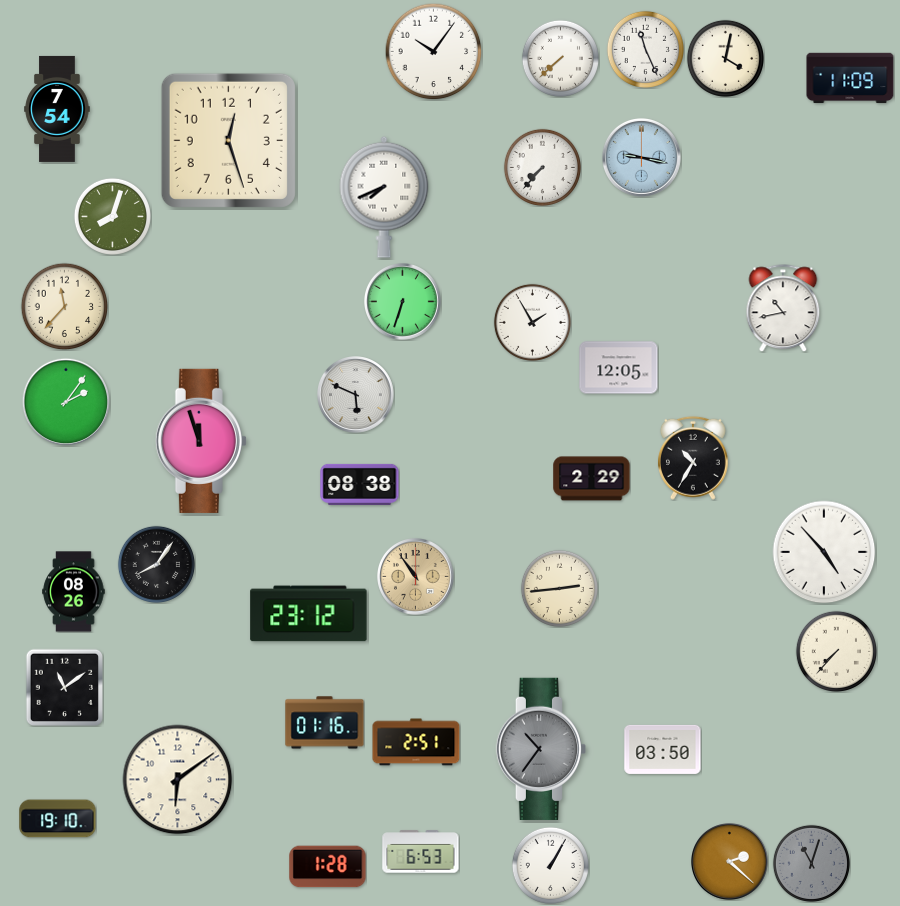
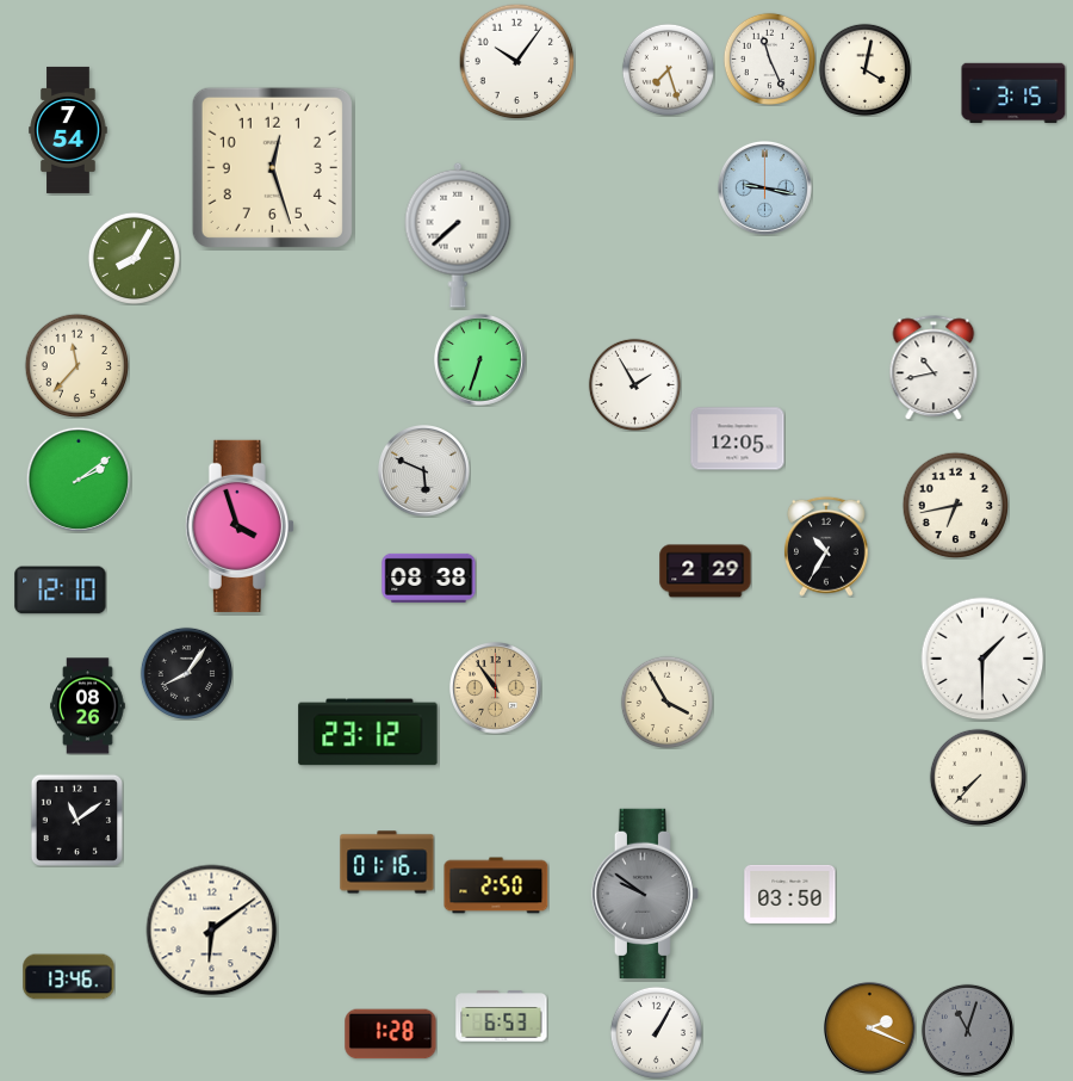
clock at (560, 58): 7:38 -> 7:27
clock at (850, 78): 11:09 -> 3:15
clock at (542, 167): 7:37 -> none
clock at (384, 197): 7:41 -> 7:38
clock at (112, 216): 8:03 -> 8:05
clock at (65, 401): 2:06 -> 2:09
clock at (955, 505): none -> 6:43
clock at (201, 441): 11:57 -> 3:57
clock at (61, 591): none -> 12:10
clock at (824, 552): 4:53 -> 1:30
clock at (559, 588): 2:44 -> 3:55
clock at (836, 651) position: (836, 651) -> (978, 777)
clock at (416, 742): 2:51 -> 2:50
clock at (540, 749): 10:36 -> 9:51
clock at (58, 819): 19:10 -> 13:46
clock at (730, 862): 2:22 -> 2:19
